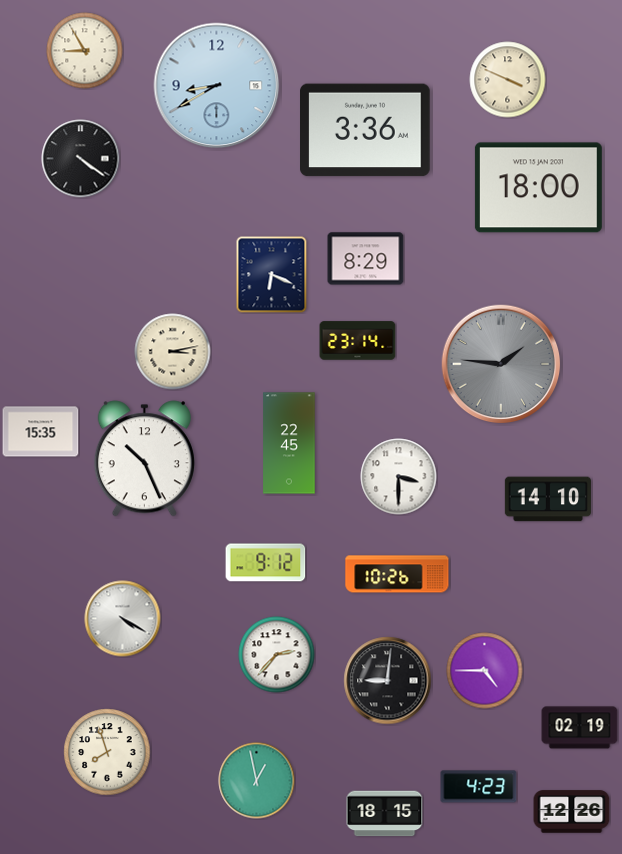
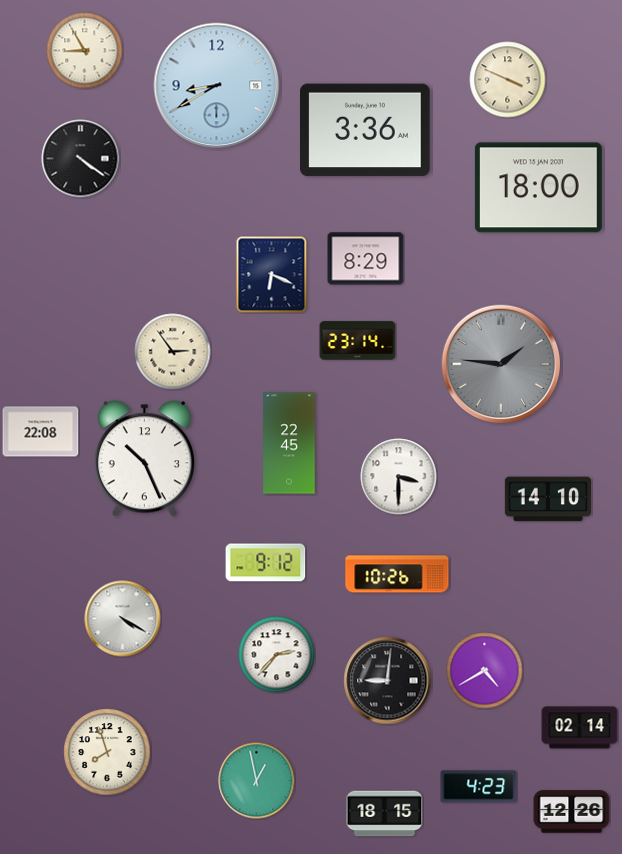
clock at (173, 352): 3:13 -> 2:54
clock at (41, 432): 15:35 -> 22:08
clock at (485, 671): 4:45 -> 4:40
clock at (580, 728): 02:19 -> 02:14
